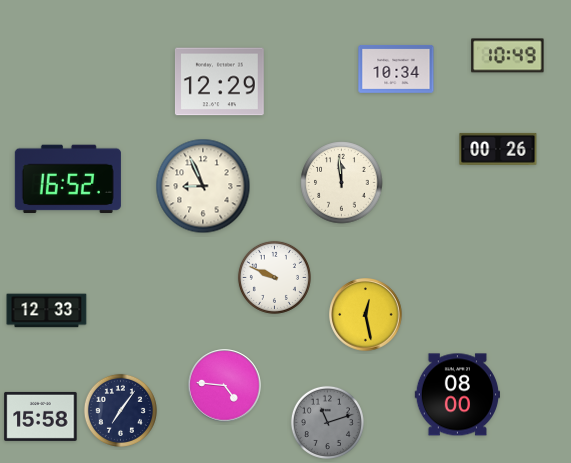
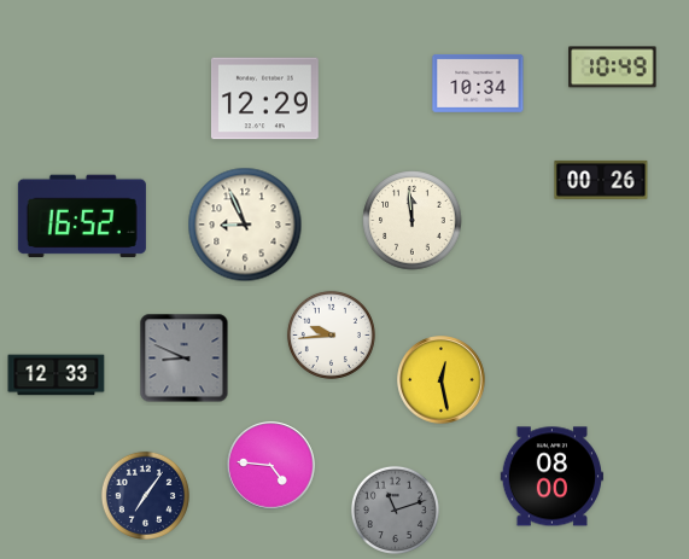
clock at (274, 277): 9:49 -> 9:44
clock at (185, 359): none -> 8:49
clock at (41, 416): 15:58 -> none
